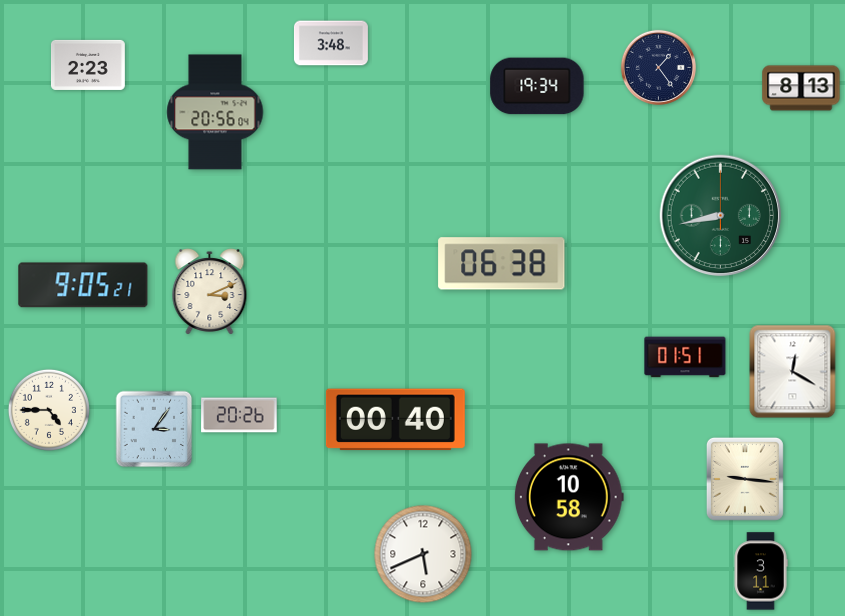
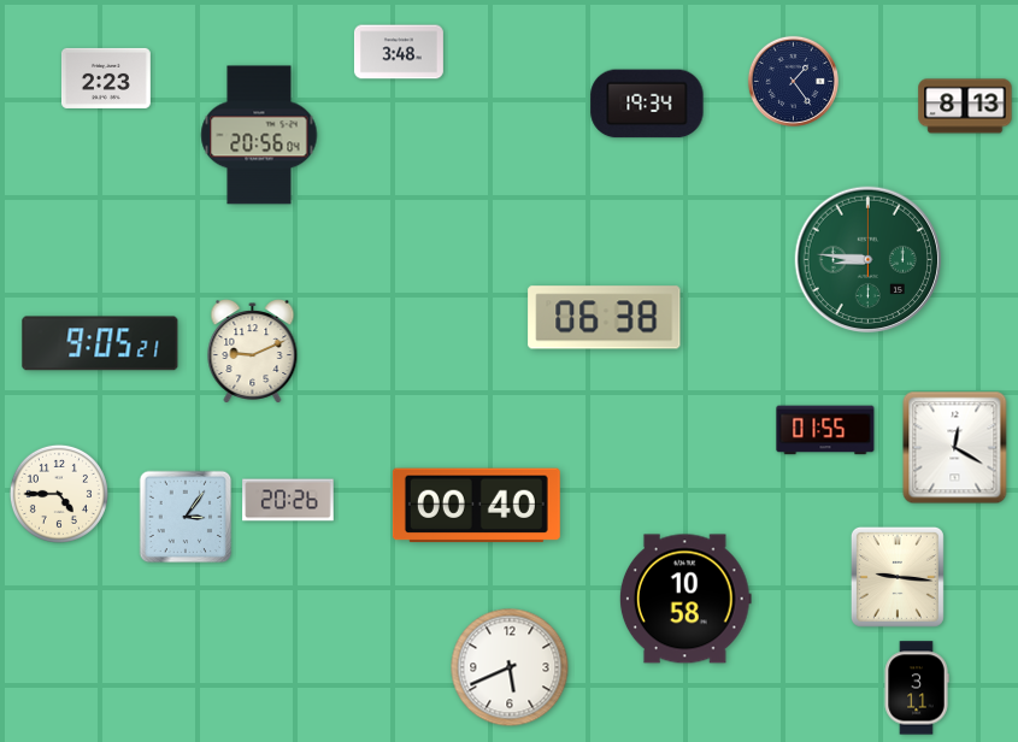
clock at (721, 216): 8:43 -> 8:46
clock at (210, 292): 3:11 -> 9:11
clock at (685, 357): 01:51 -> 01:55
